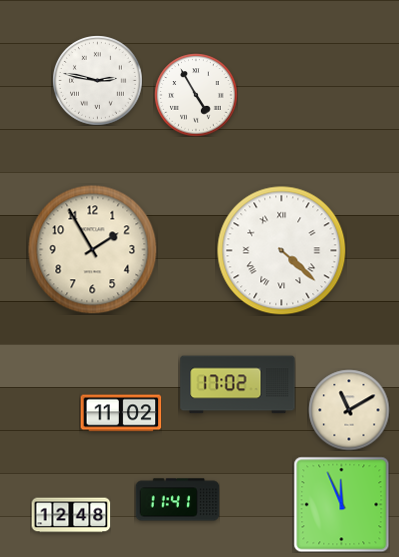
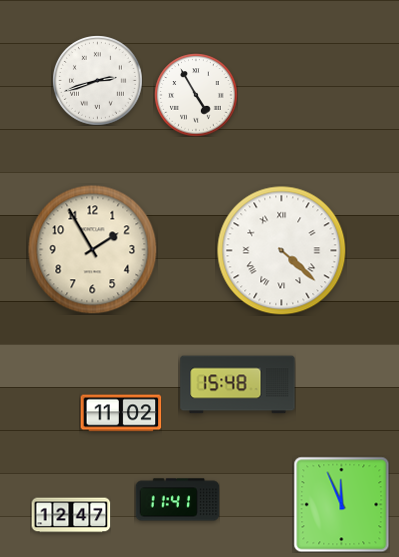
clock at (97, 80): 2:47 -> 2:42
clock at (238, 385): 17:02 -> 15:48
clock at (349, 410): 11:10 -> none
clock at (71, 515): 12:48 -> 12:47
